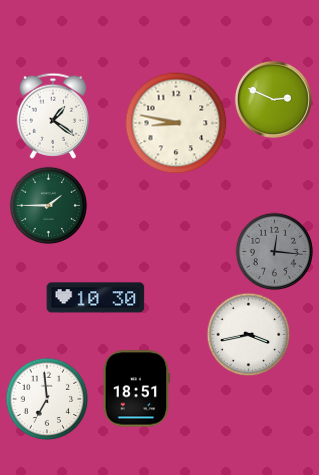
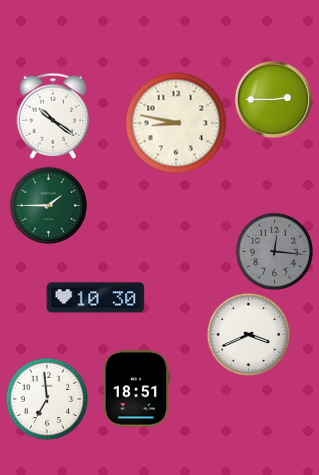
clock at (273, 99): 2:49 -> 2:45
clock at (53, 116): 1:21 -> 10:21
clock at (248, 334): 3:43 -> 3:41
